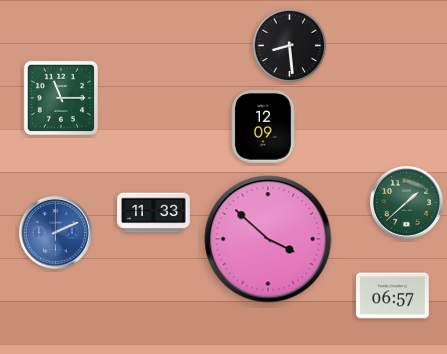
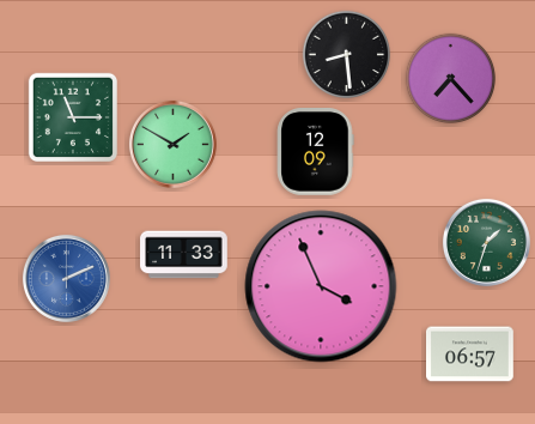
clock at (451, 79): none -> 7:23
clock at (172, 144): none -> 1:50
clock at (406, 202): 1:38 -> 1:33
clock at (268, 239): 3:52 -> 3:56
